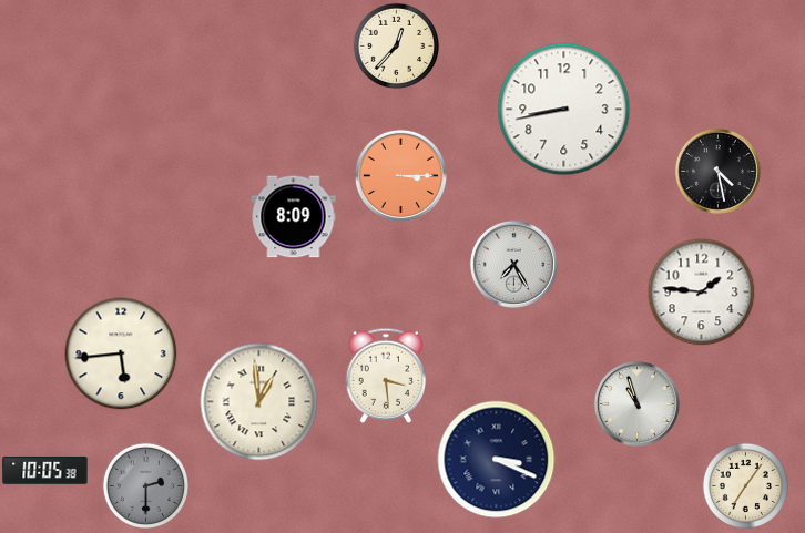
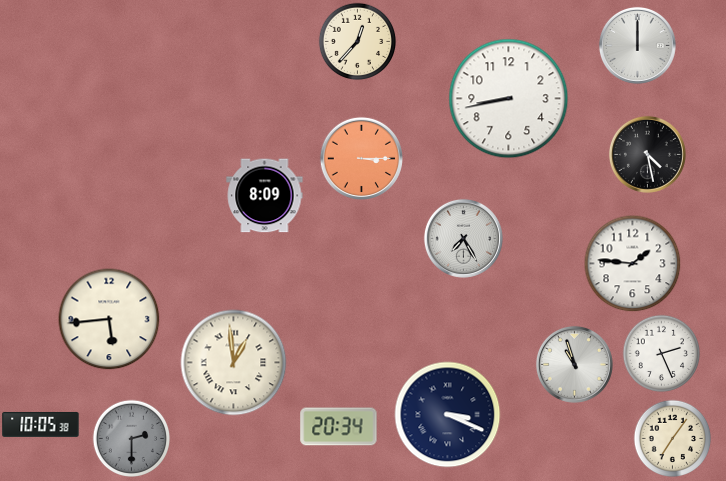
clock at (637, 45): none -> 12:00
clock at (385, 376): 3:29 -> none
clock at (661, 353): none -> 2:26
clock at (339, 427): none -> 20:34
